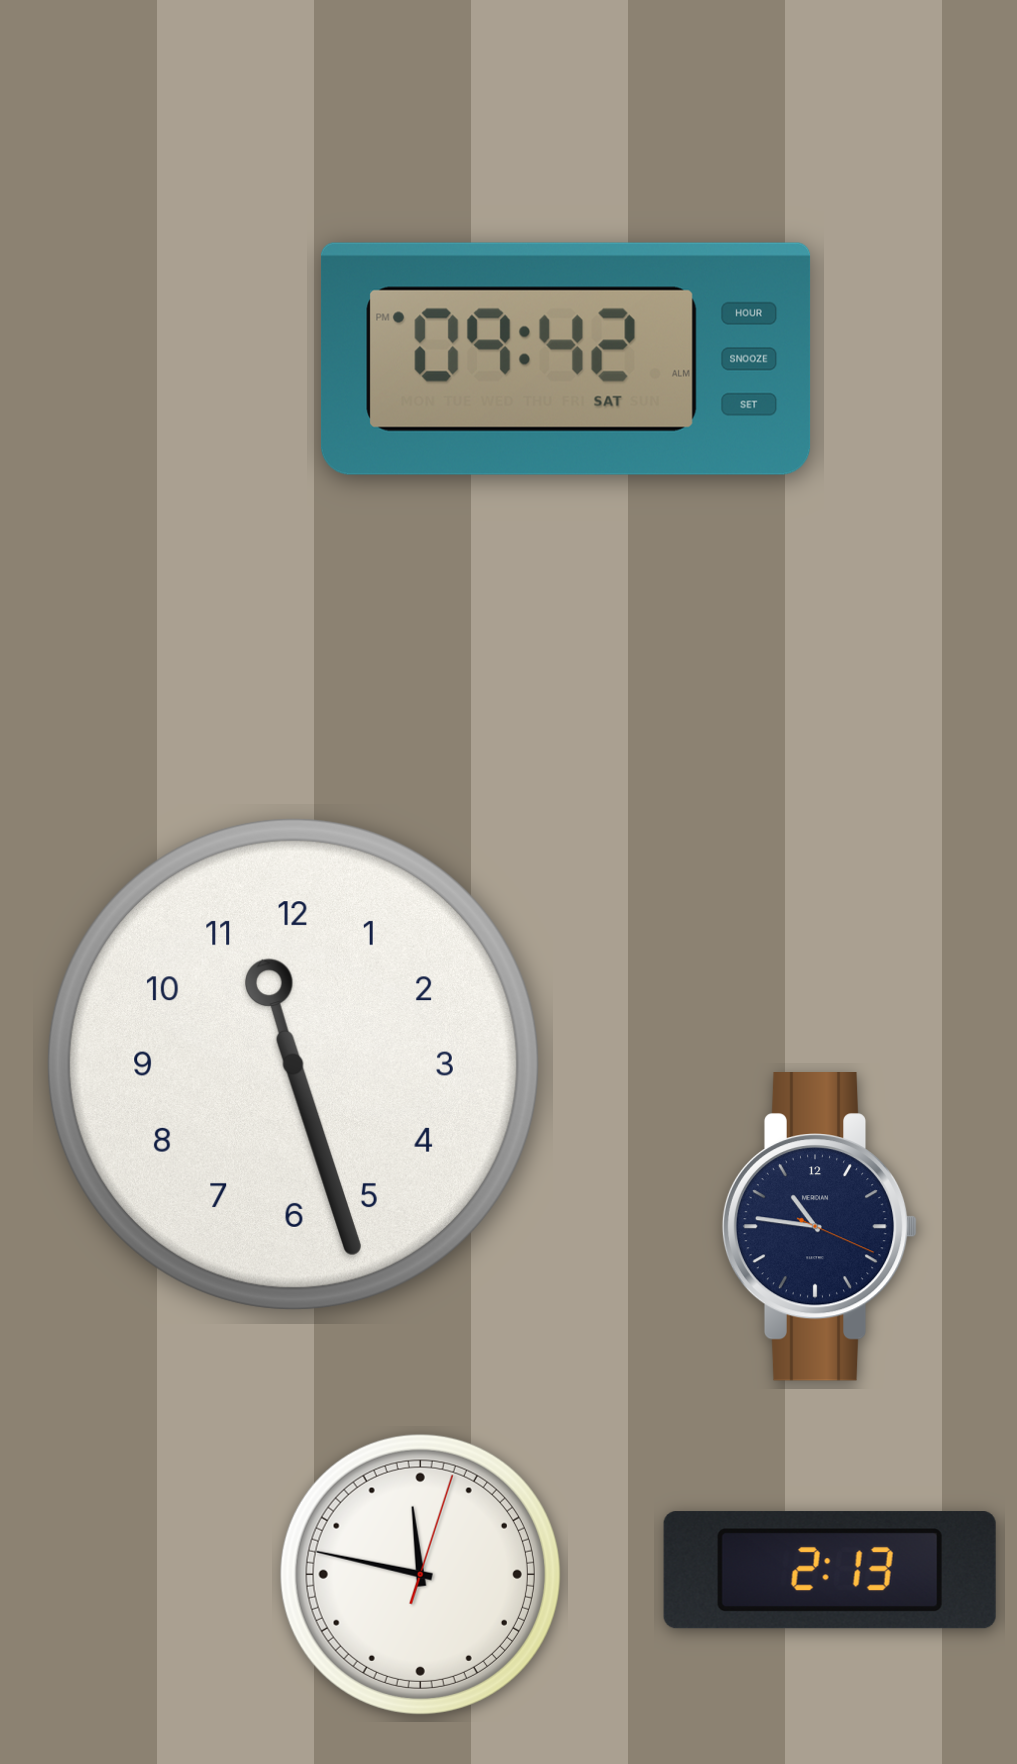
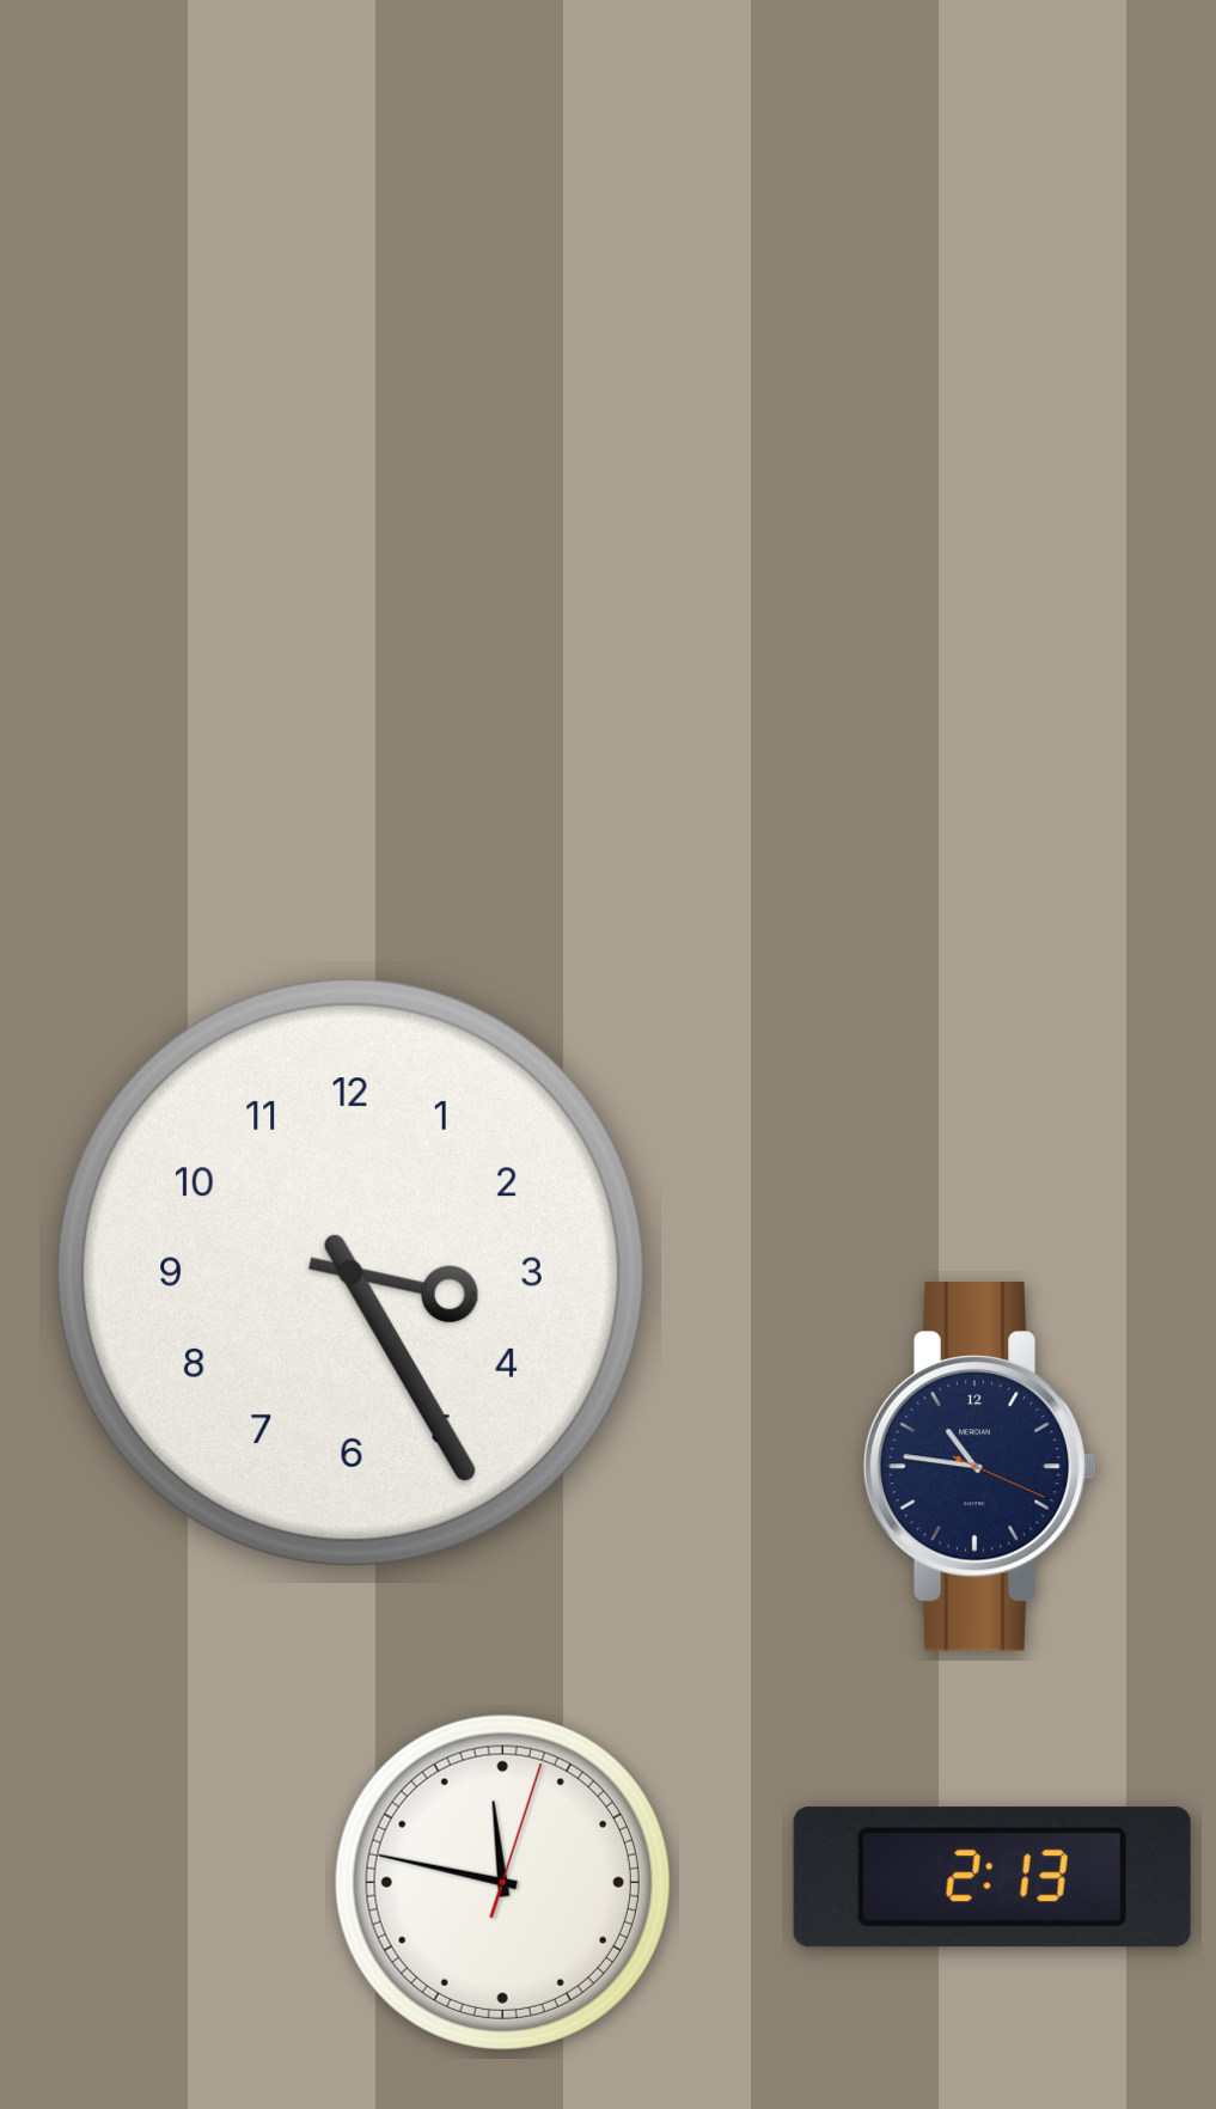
clock at (566, 359): 09:42 -> none
clock at (293, 1064): 11:27 -> 3:25
